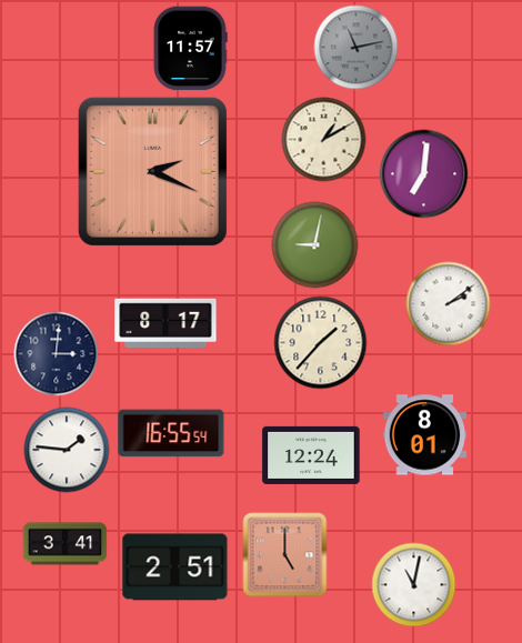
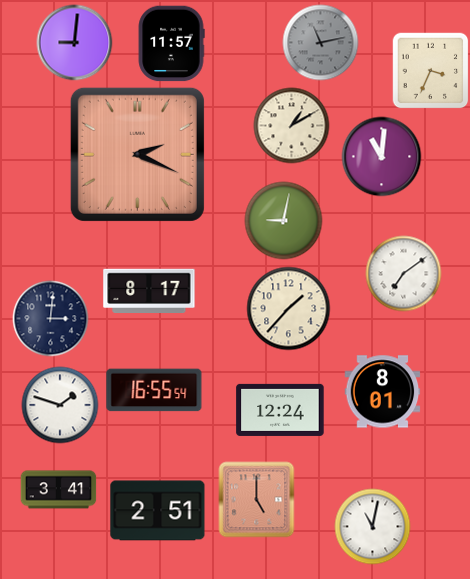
clock at (75, 43): none -> 9:01
clock at (430, 70): none -> 3:34
clock at (424, 174): 7:01 -> 11:01
clock at (449, 304): 2:09 -> 7:09
clock at (67, 450): 1:46 -> 1:48
